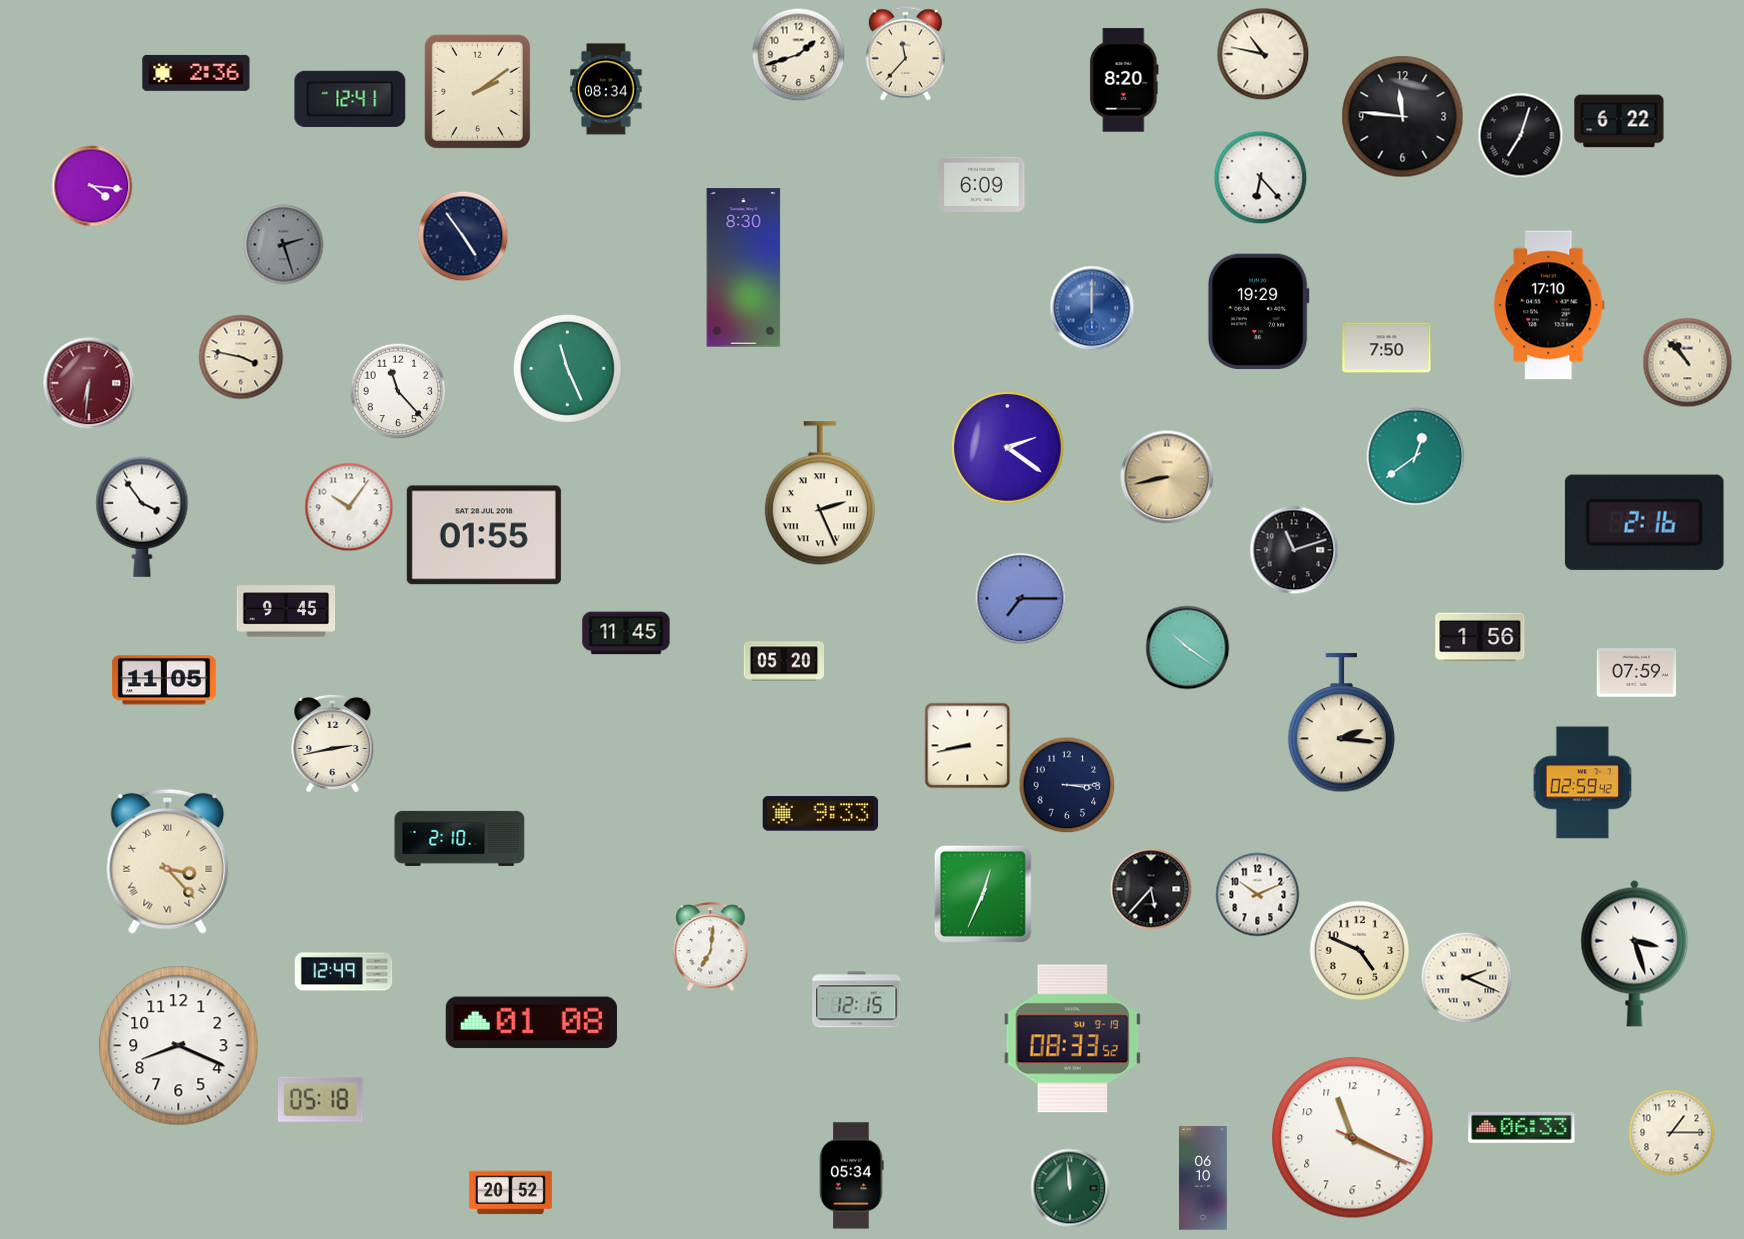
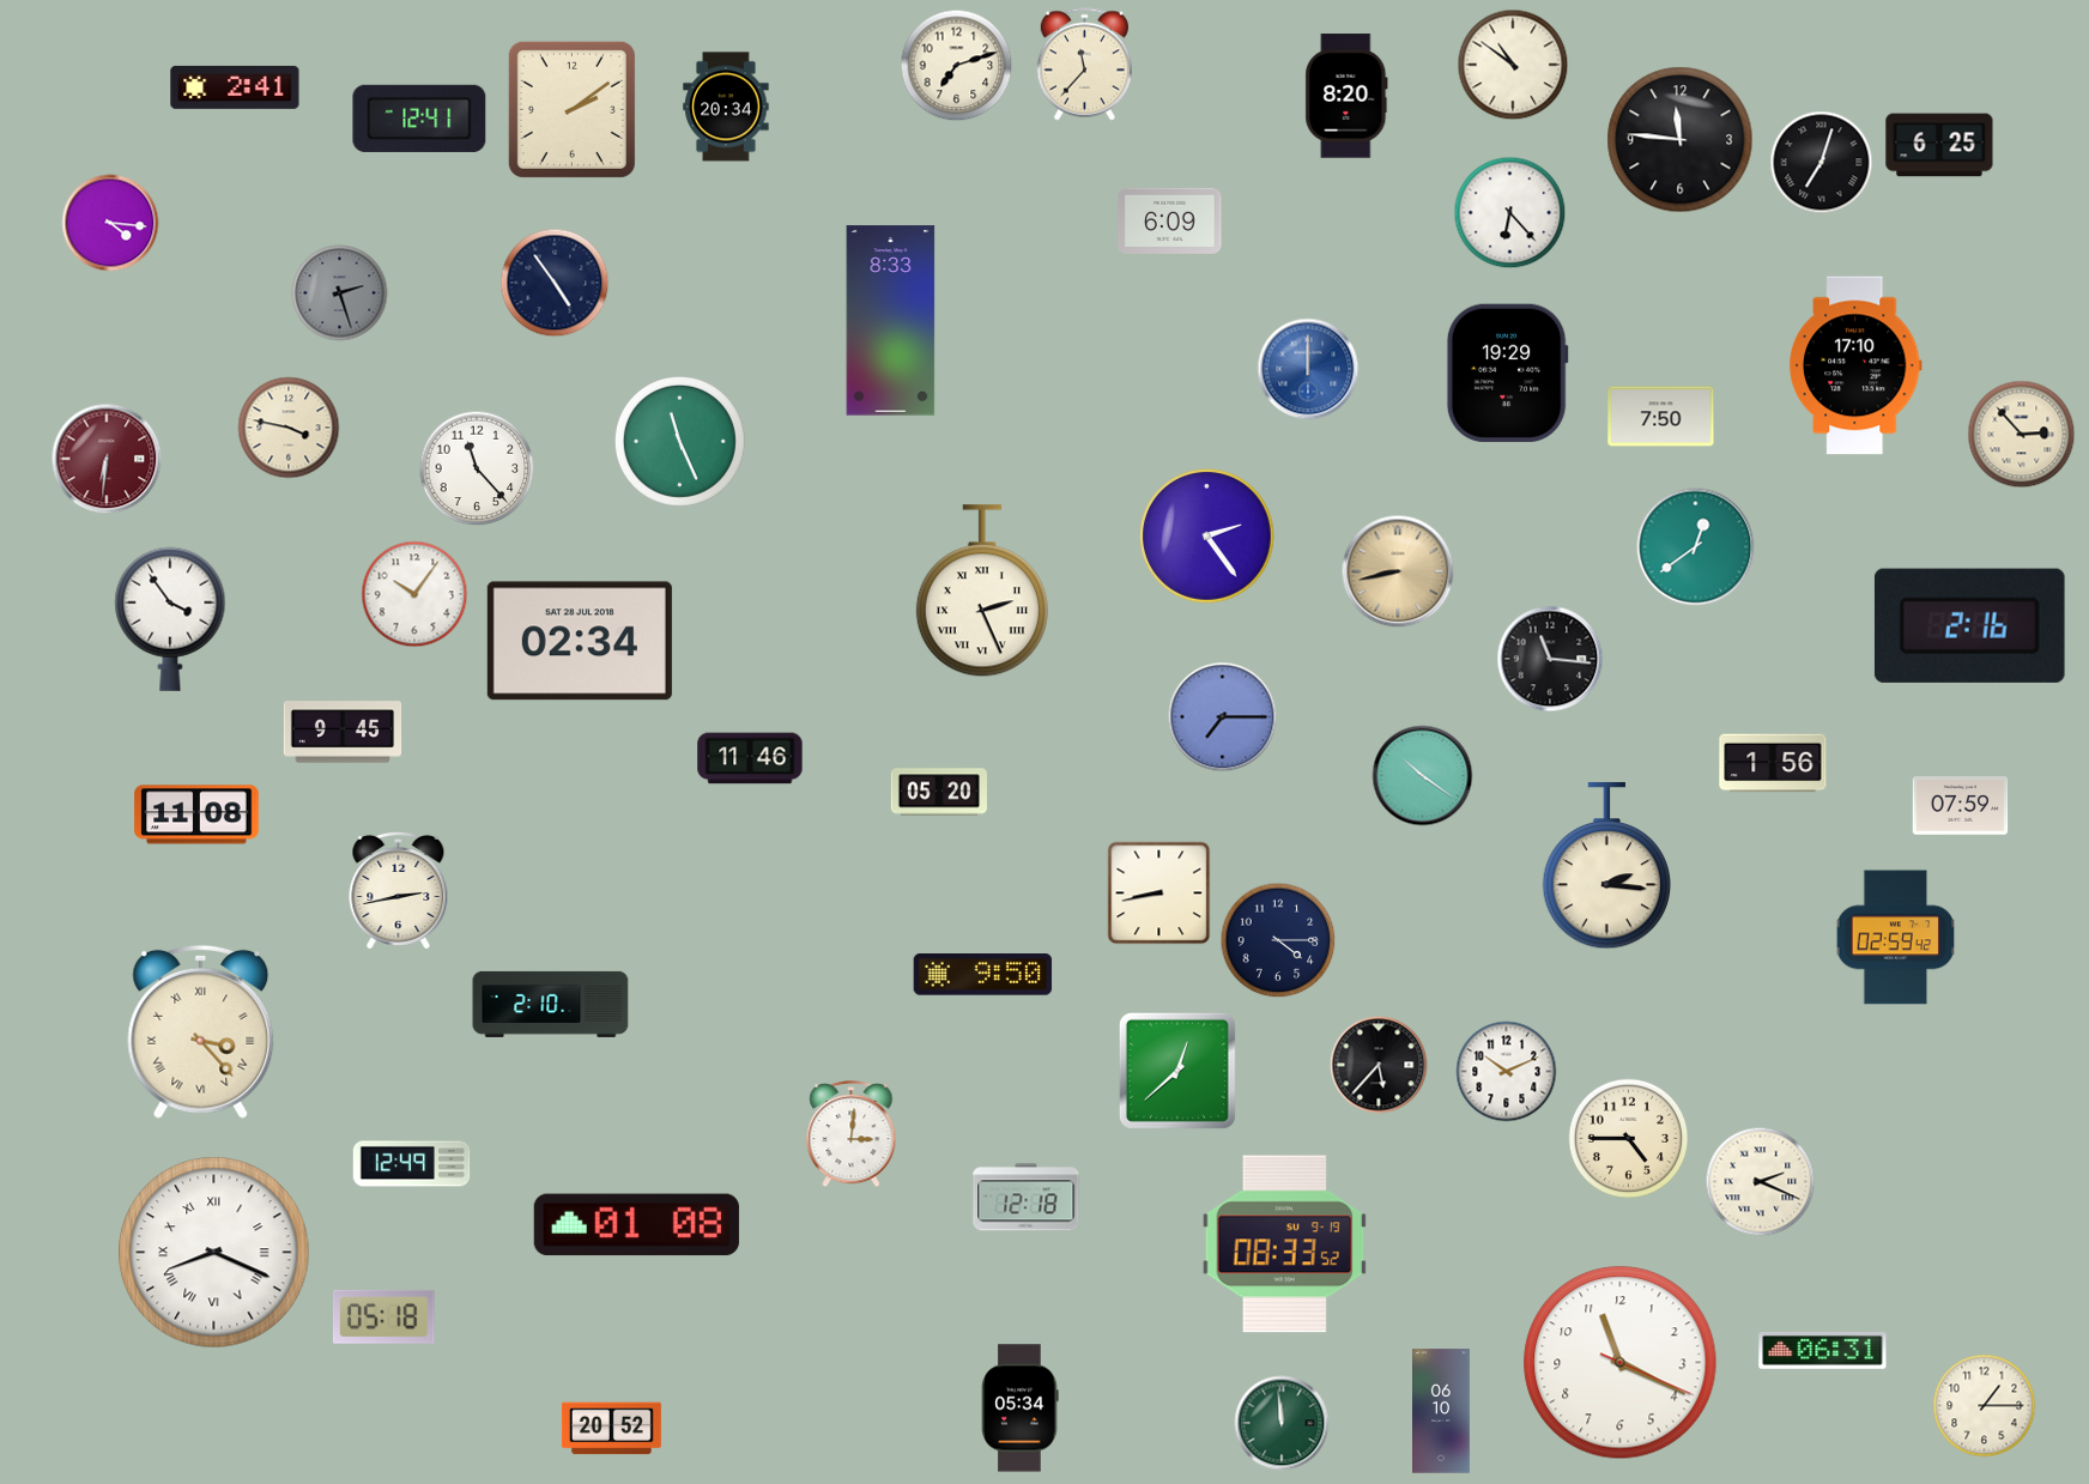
clock at (1263, 54): 10:47 -> 10:51
clock at (799, 55): 1:42 -> 7:12
clock at (196, 73): 2:36 -> 2:41
clock at (606, 89): 08:34 -> 20:34
clock at (1619, 121): 6:22 -> 6:25
clock at (982, 184) position: (982, 184) -> (1170, 220)
clock at (744, 268): 8:30 -> 8:33
clock at (1688, 363): 10:53 -> 2:53
clock at (1008, 448): 2:21 -> 2:24
clock at (349, 507) position: (349, 507) -> (414, 594)
clock at (484, 535): 01:55 -> 02:34
clock at (1294, 550): 11:12 -> 11:16
clock at (626, 633): 11:45 -> 11:46
clock at (164, 680): 11:05 -> 11:08
clock at (1067, 785): 3:15 -> 4:15
clock at (821, 814): 9:33 -> 9:50
clock at (983, 894): 12:34 -> 12:38
clock at (711, 947): 7:01 -> 3:01
clock at (1360, 951): 4:49 -> 4:45
clock at (1635, 953): 3:27 -> none
clock at (1467, 978) position: (1467, 978) -> (1761, 1182)
clock at (857, 1000): 12:15 -> 12:18
clock at (179, 1046) numerals: Arabic -> Roman
clock at (1522, 1127): 06:33 -> 06:31
clock at (1672, 1133) position: (1672, 1133) -> (1985, 1406)
